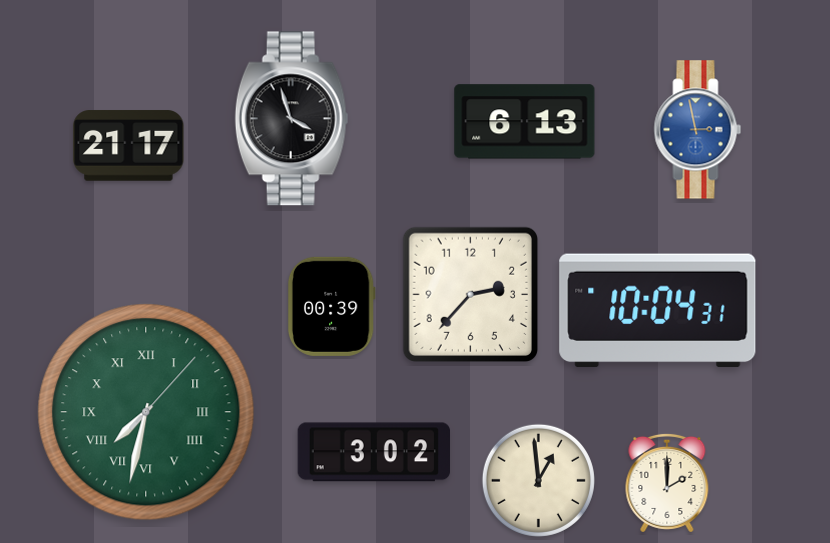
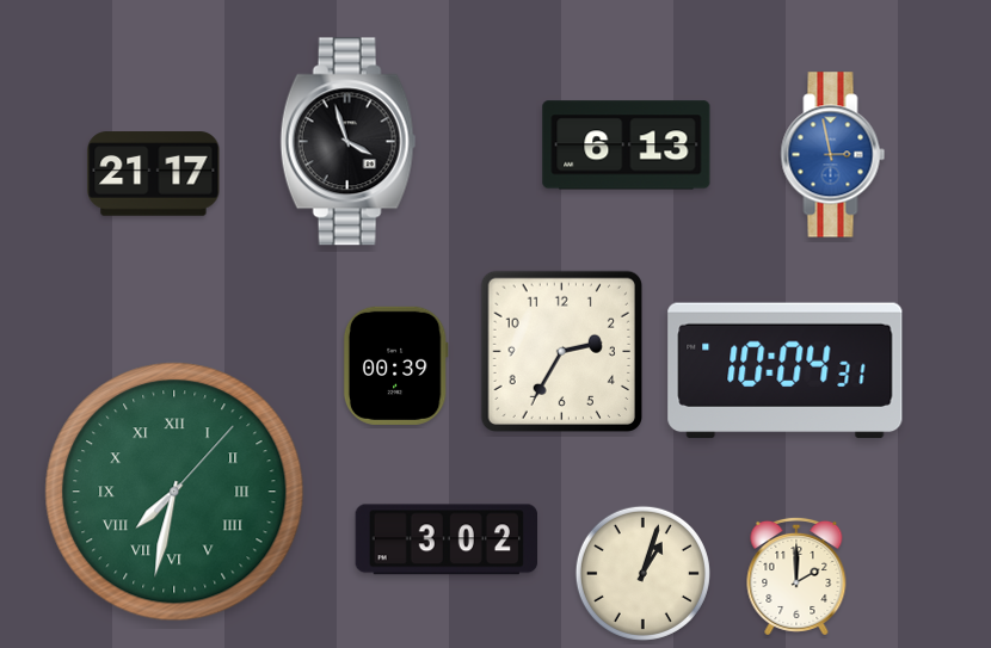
clock at (470, 294): 2:37 -> 2:35
clock at (538, 480): 12:59 -> 1:03
